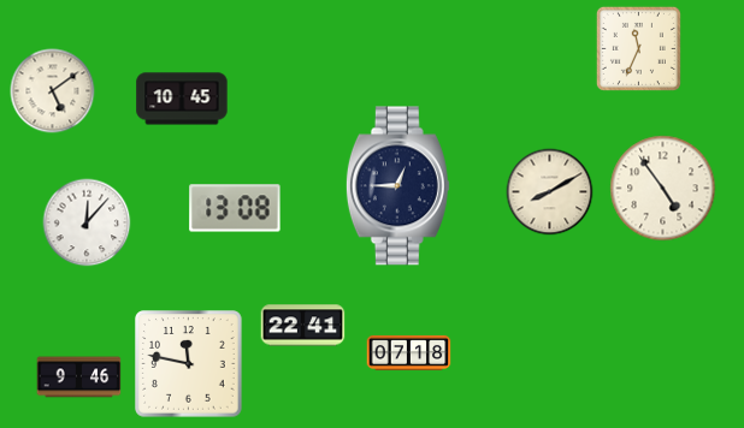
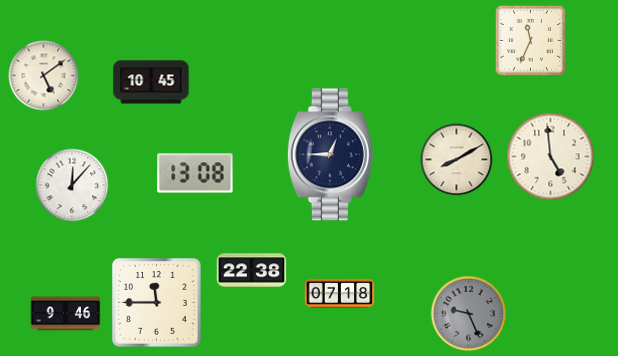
clock at (663, 189): 4:54 -> 4:59
clock at (303, 326): 22:41 -> 22:38
clock at (189, 364): 11:47 -> 11:45
clock at (469, 314): none -> 9:26
